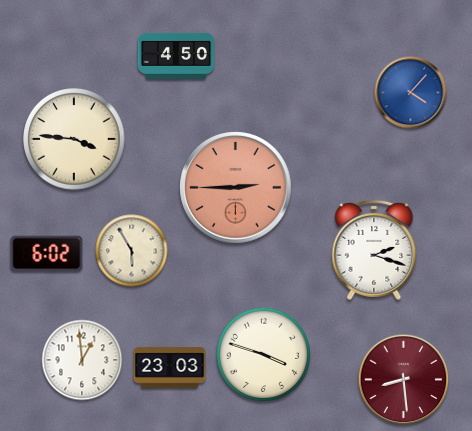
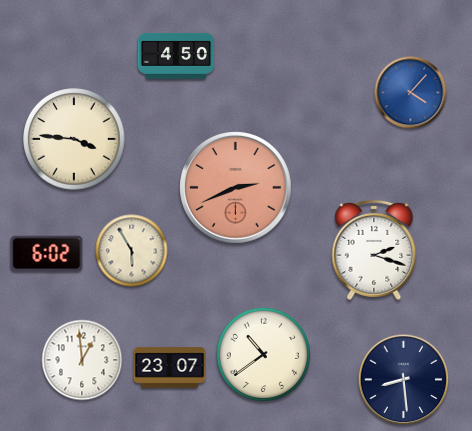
clock at (236, 188): 2:45 -> 2:41
clock at (263, 354): 3:48 -> 10:39
clock at (170, 368): 23:03 -> 23:07
clock at (404, 380) dial: burgundy -> navy
